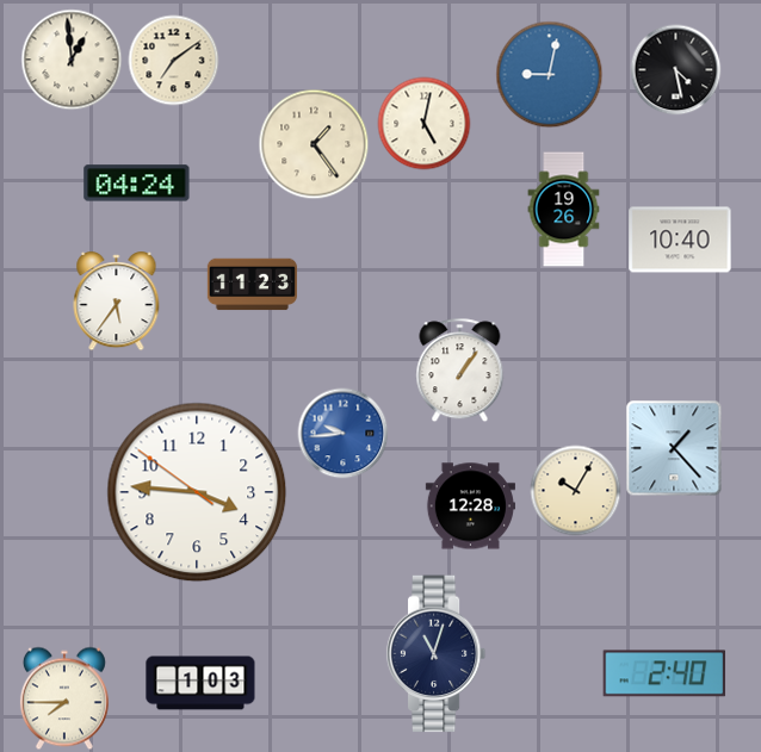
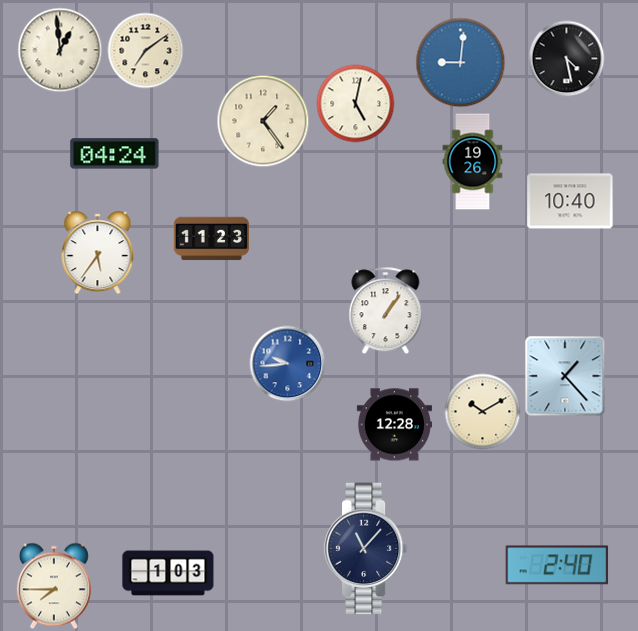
clock at (550, 75): 9:02 -> 9:01
clock at (564, 210) position: (564, 210) -> (473, 162)
clock at (576, 491): 10:05 -> 10:10
clock at (197, 492): 3:45 -> none
clock at (437, 654): 11:03 -> 11:07
